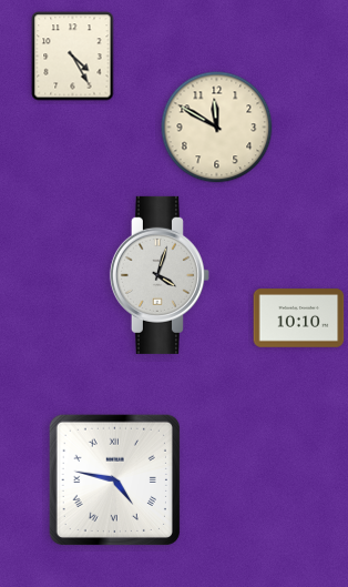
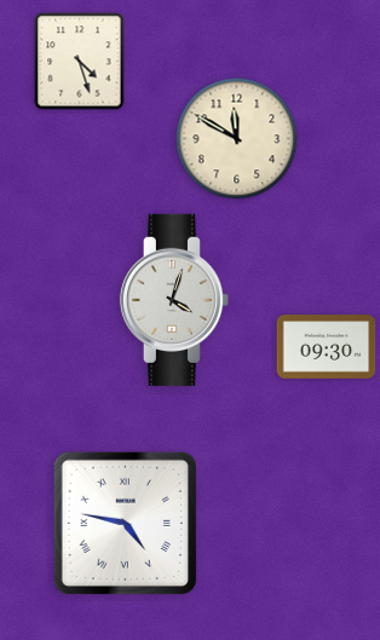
clock at (73, 57): 4:25 -> 4:27
clock at (299, 318): 10:10 -> 09:30
